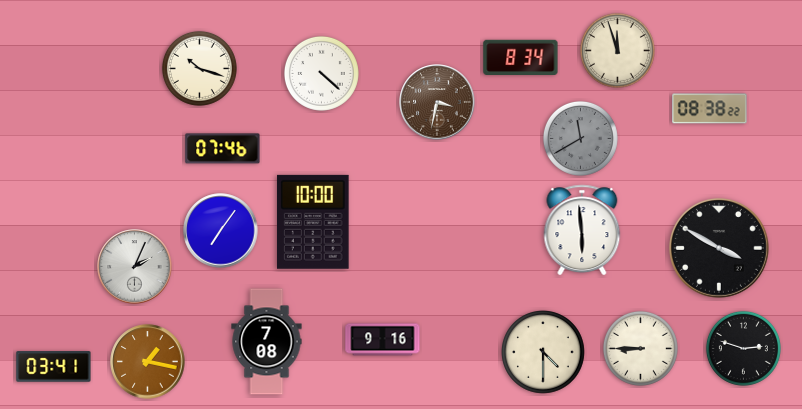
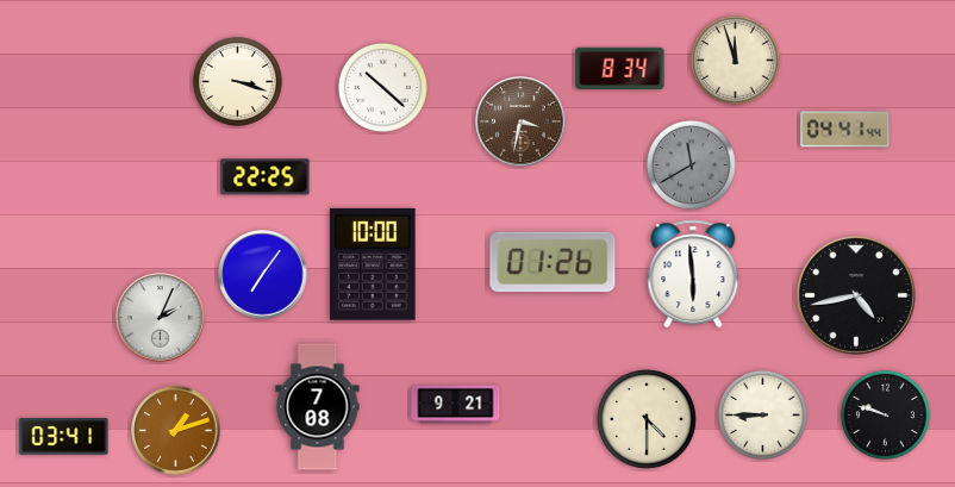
clock at (199, 68): 10:18 -> 3:18
clock at (321, 73): 4:22 -> 10:22
clock at (710, 109): 08:38 -> 04:41
clock at (223, 149): 07:46 -> 22:25
clock at (553, 262): none -> 01:26
clock at (719, 248): 3:50 -> 4:43
clock at (383, 340): 9:16 -> 9:21
clock at (743, 348): 2:48 -> 9:48
clock at (148, 362): 1:17 -> 1:12
